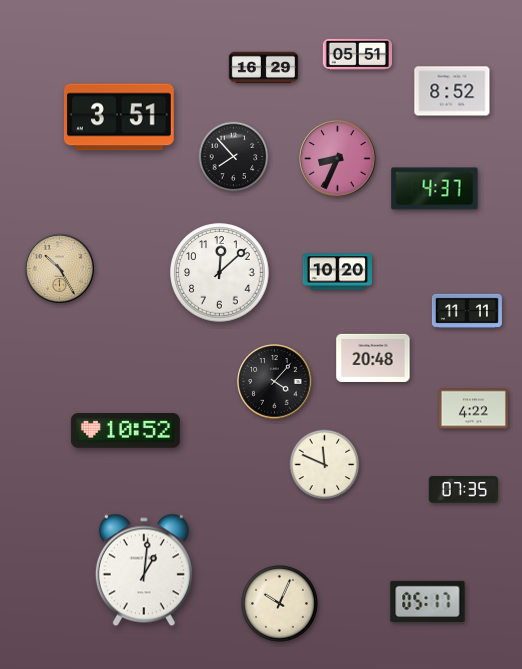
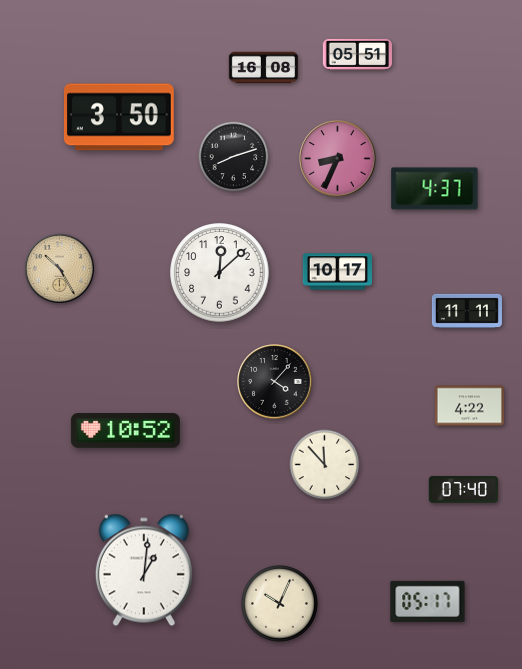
clock at (264, 68): 16:29 -> 16:08
clock at (452, 91): 8:52 -> none
clock at (119, 117): 3:51 -> 3:50
clock at (234, 157): 7:53 -> 8:12
clock at (337, 272): 10:20 -> 10:17
clock at (373, 358): 20:48 -> none
clock at (473, 409) position: (473, 409) -> (469, 406)
clock at (325, 465): 11:49 -> 11:53
clock at (463, 490): 07:35 -> 07:40
